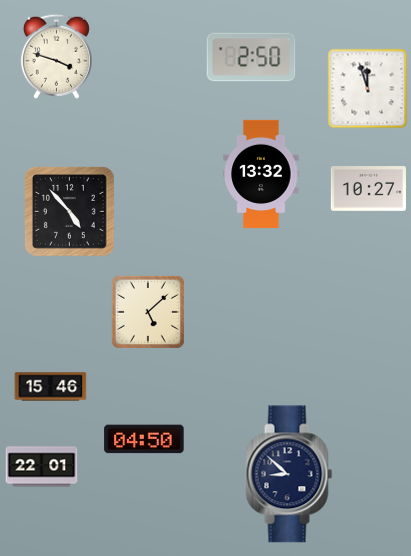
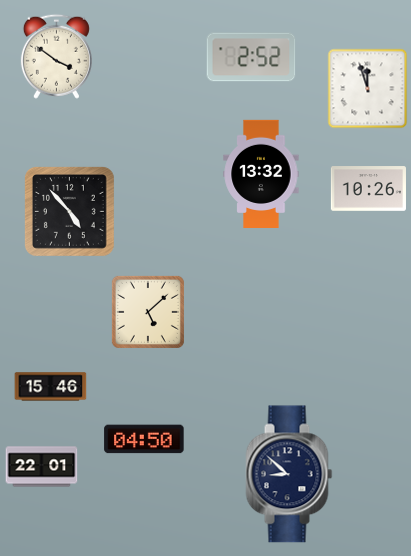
clock at (56, 56): 3:48 -> 3:51
clock at (251, 57): 2:50 -> 2:52
clock at (368, 189): 10:27 -> 10:26
